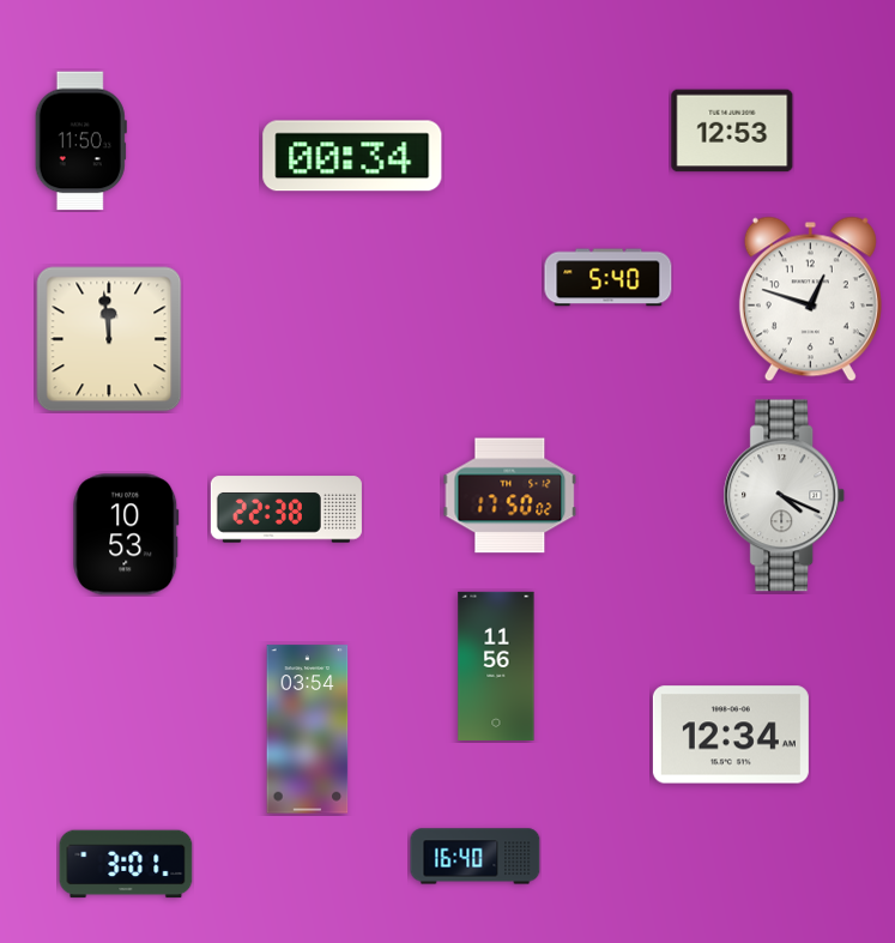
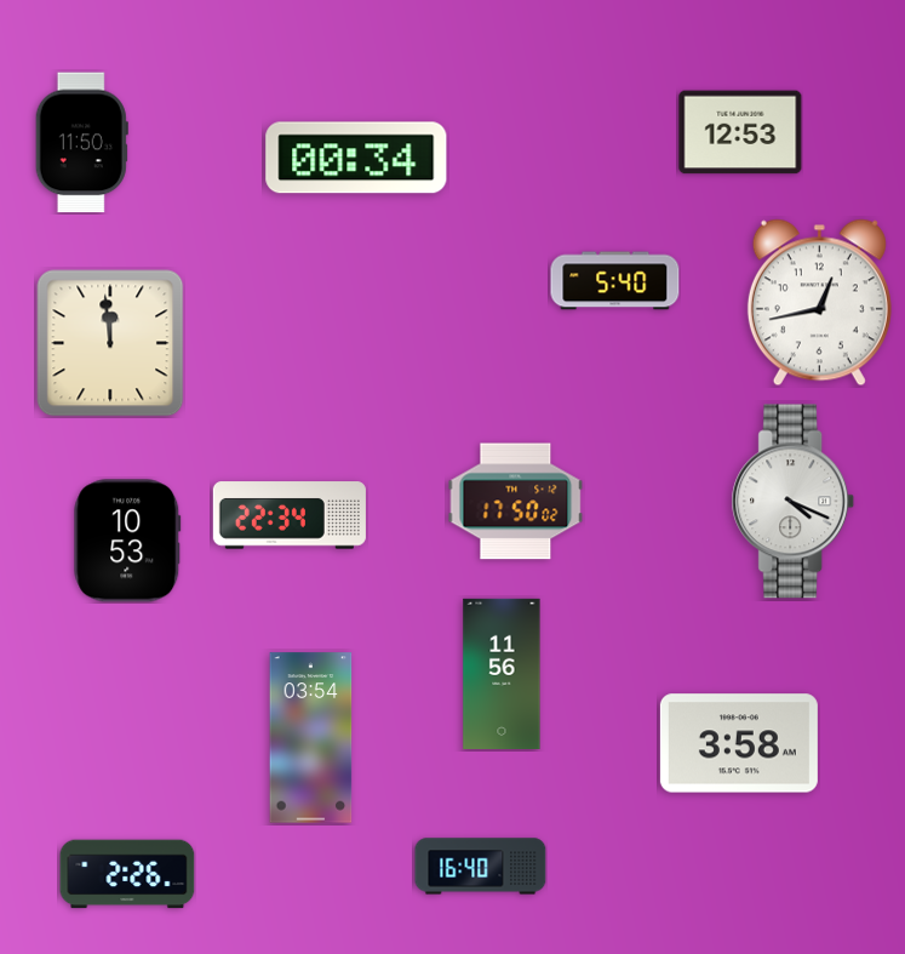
clock at (810, 300): 12:48 -> 12:43
clock at (286, 509): 22:38 -> 22:34
clock at (731, 735): 12:34 -> 3:58
clock at (126, 864): 3:01 -> 2:26
